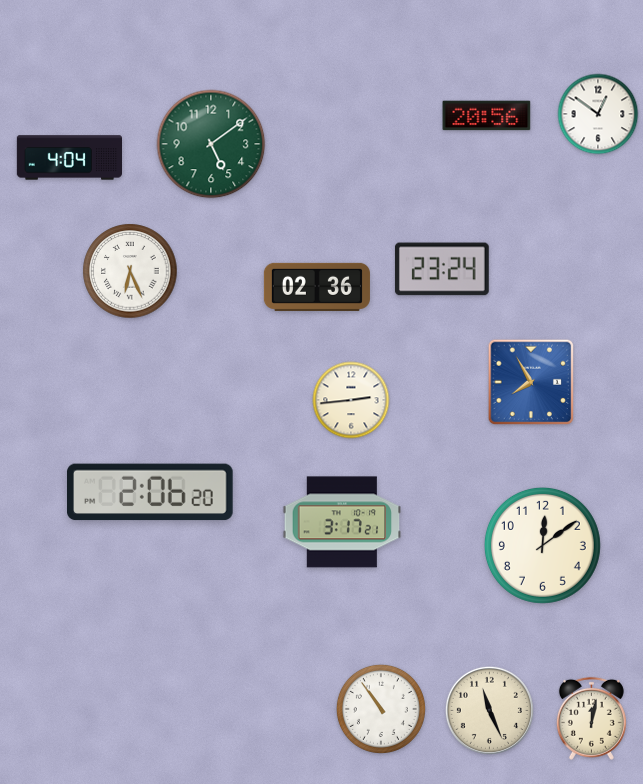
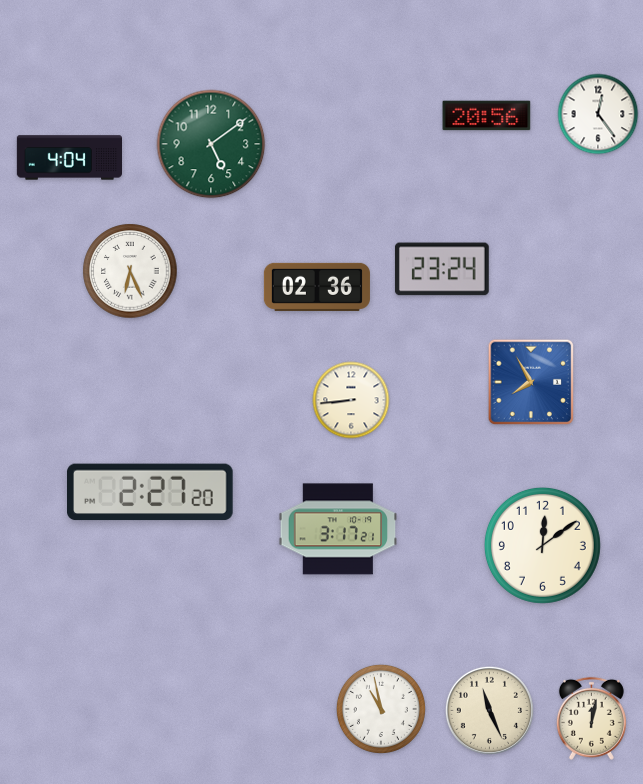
clock at (598, 114): 12:51 -> 12:24
clock at (351, 400): 2:44 -> 8:44
clock at (151, 492): 2:06 -> 2:27
clock at (342, 522) position: (342, 522) -> (338, 529)
clock at (381, 709): 10:54 -> 10:58
